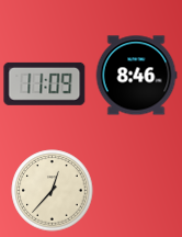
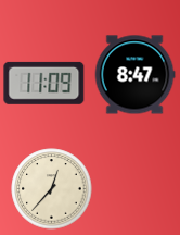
clock at (136, 76): 8:46 -> 8:47
